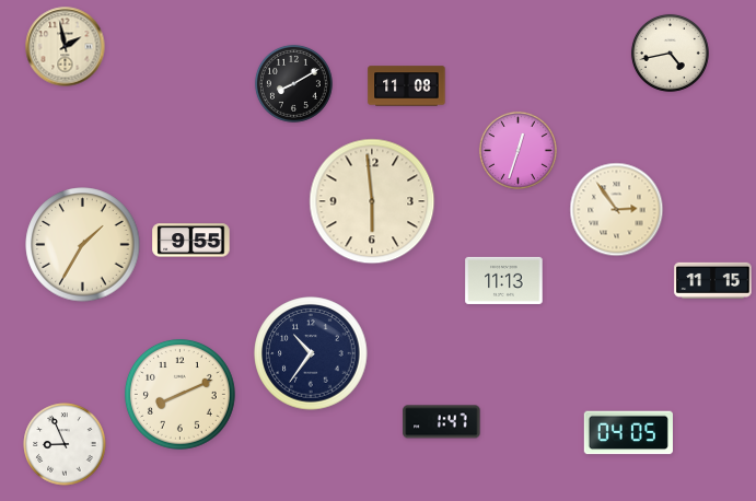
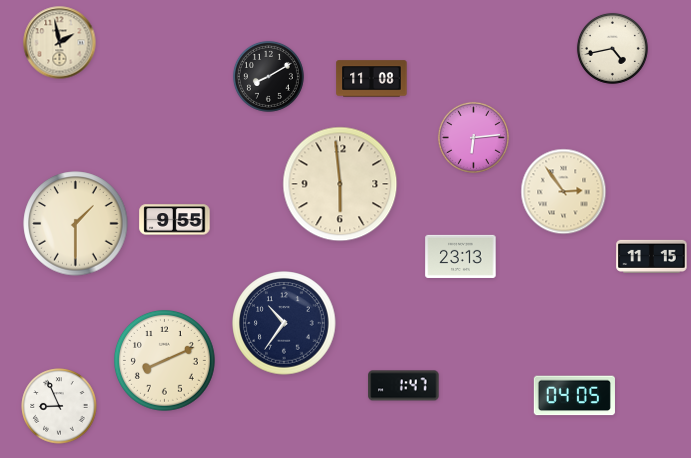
clock at (517, 150): 12:33 -> 6:14
clock at (83, 245): 1:35 -> 1:30
clock at (504, 280): 11:13 -> 23:13
